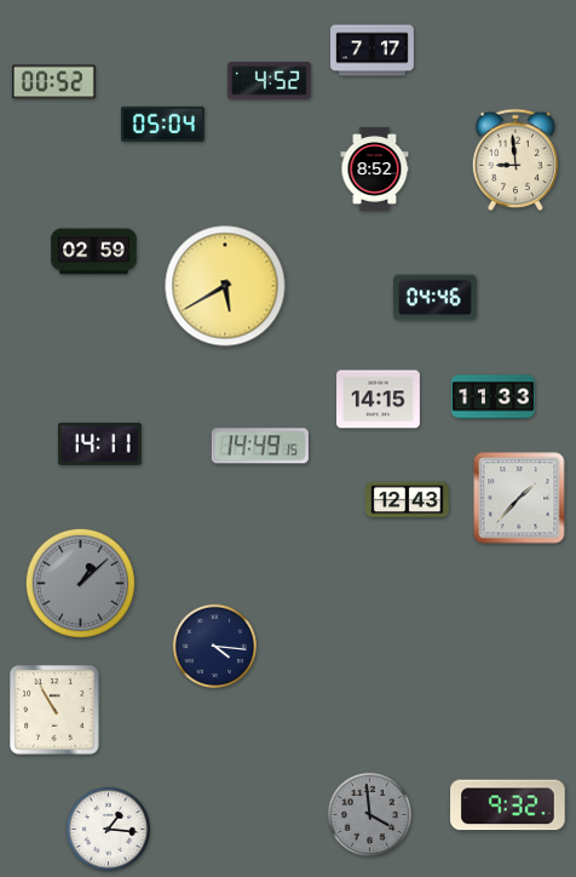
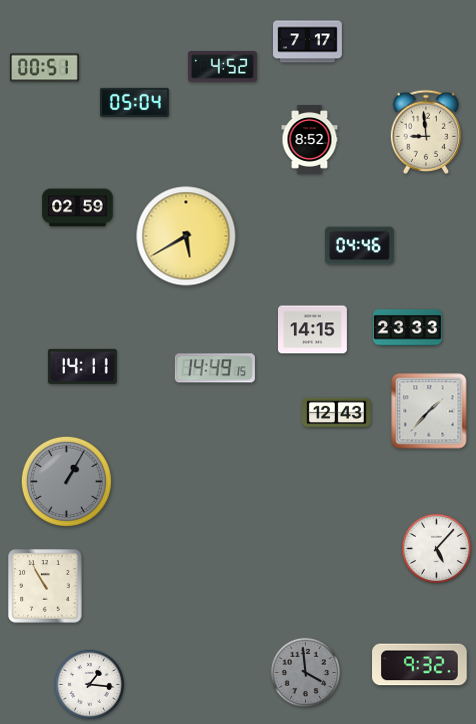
clock at (53, 82): 00:52 -> 00:51
clock at (493, 397): 11:33 -> 23:33
clock at (80, 583): 1:08 -> 1:05
clock at (214, 646): 4:16 -> none
clock at (436, 548): none -> 5:07
